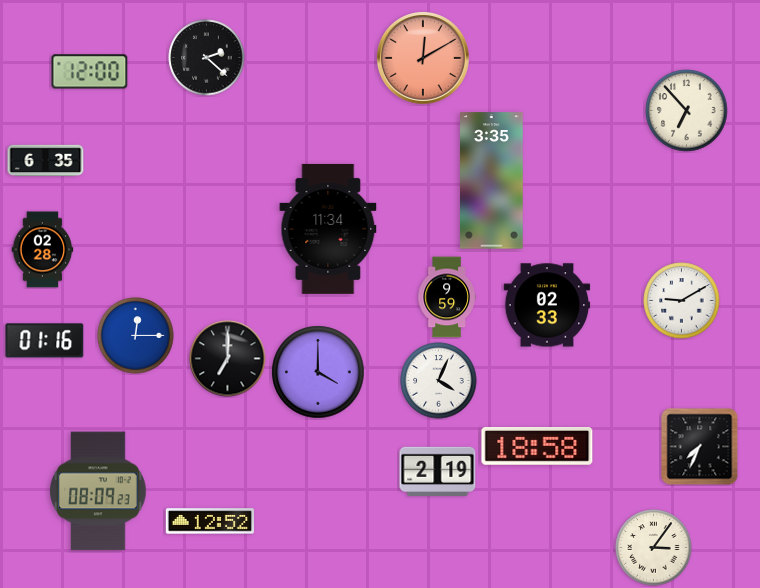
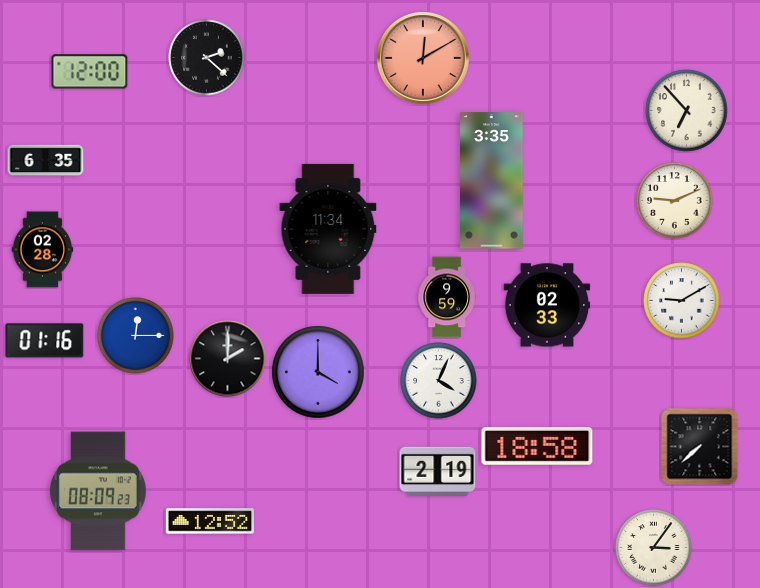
clock at (675, 201): none -> 9:11
clock at (228, 359): 7:00 -> 2:00
clock at (700, 447): 7:34 -> 7:38
